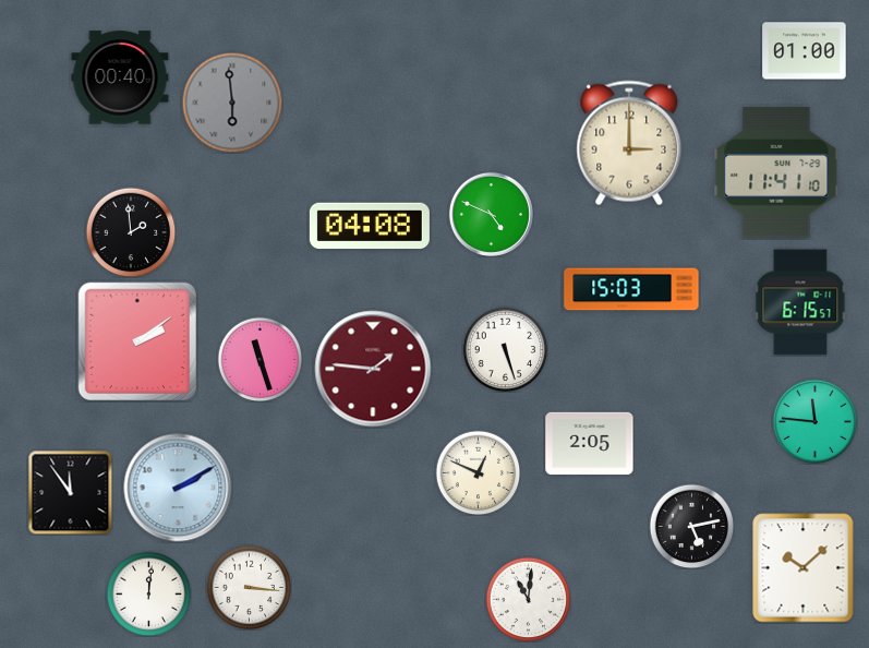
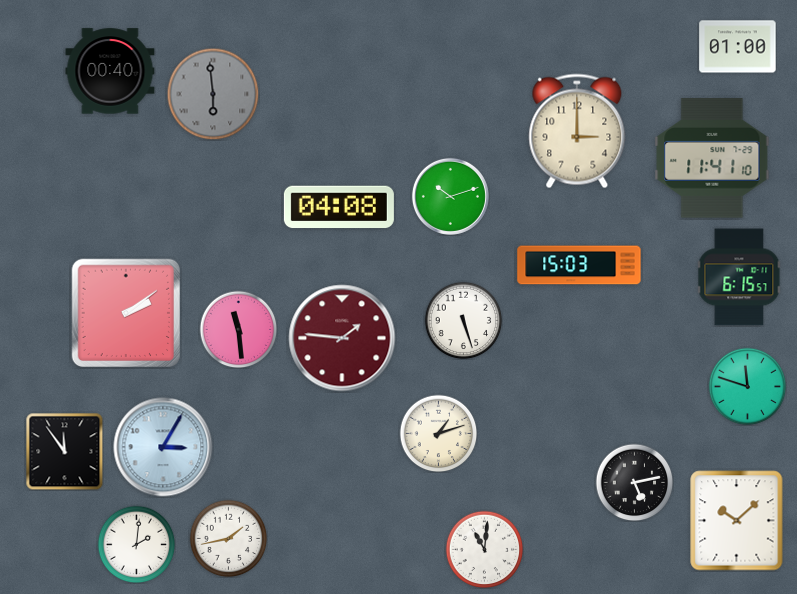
clock at (491, 214): 4:49 -> 10:12
clock at (131, 232): 1:59 -> none
clock at (800, 302) position: (800, 302) -> (739, 277)
clock at (260, 359): 11:27 -> 11:29
clock at (814, 421): 11:46 -> 11:48
clock at (590, 444): 2:05 -> none
clock at (478, 472): 12:49 -> 1:12
clock at (178, 488): 2:10 -> 3:05
clock at (249, 587): 3:16 -> 1:43
clock at (148, 593): 12:01 -> 2:01
